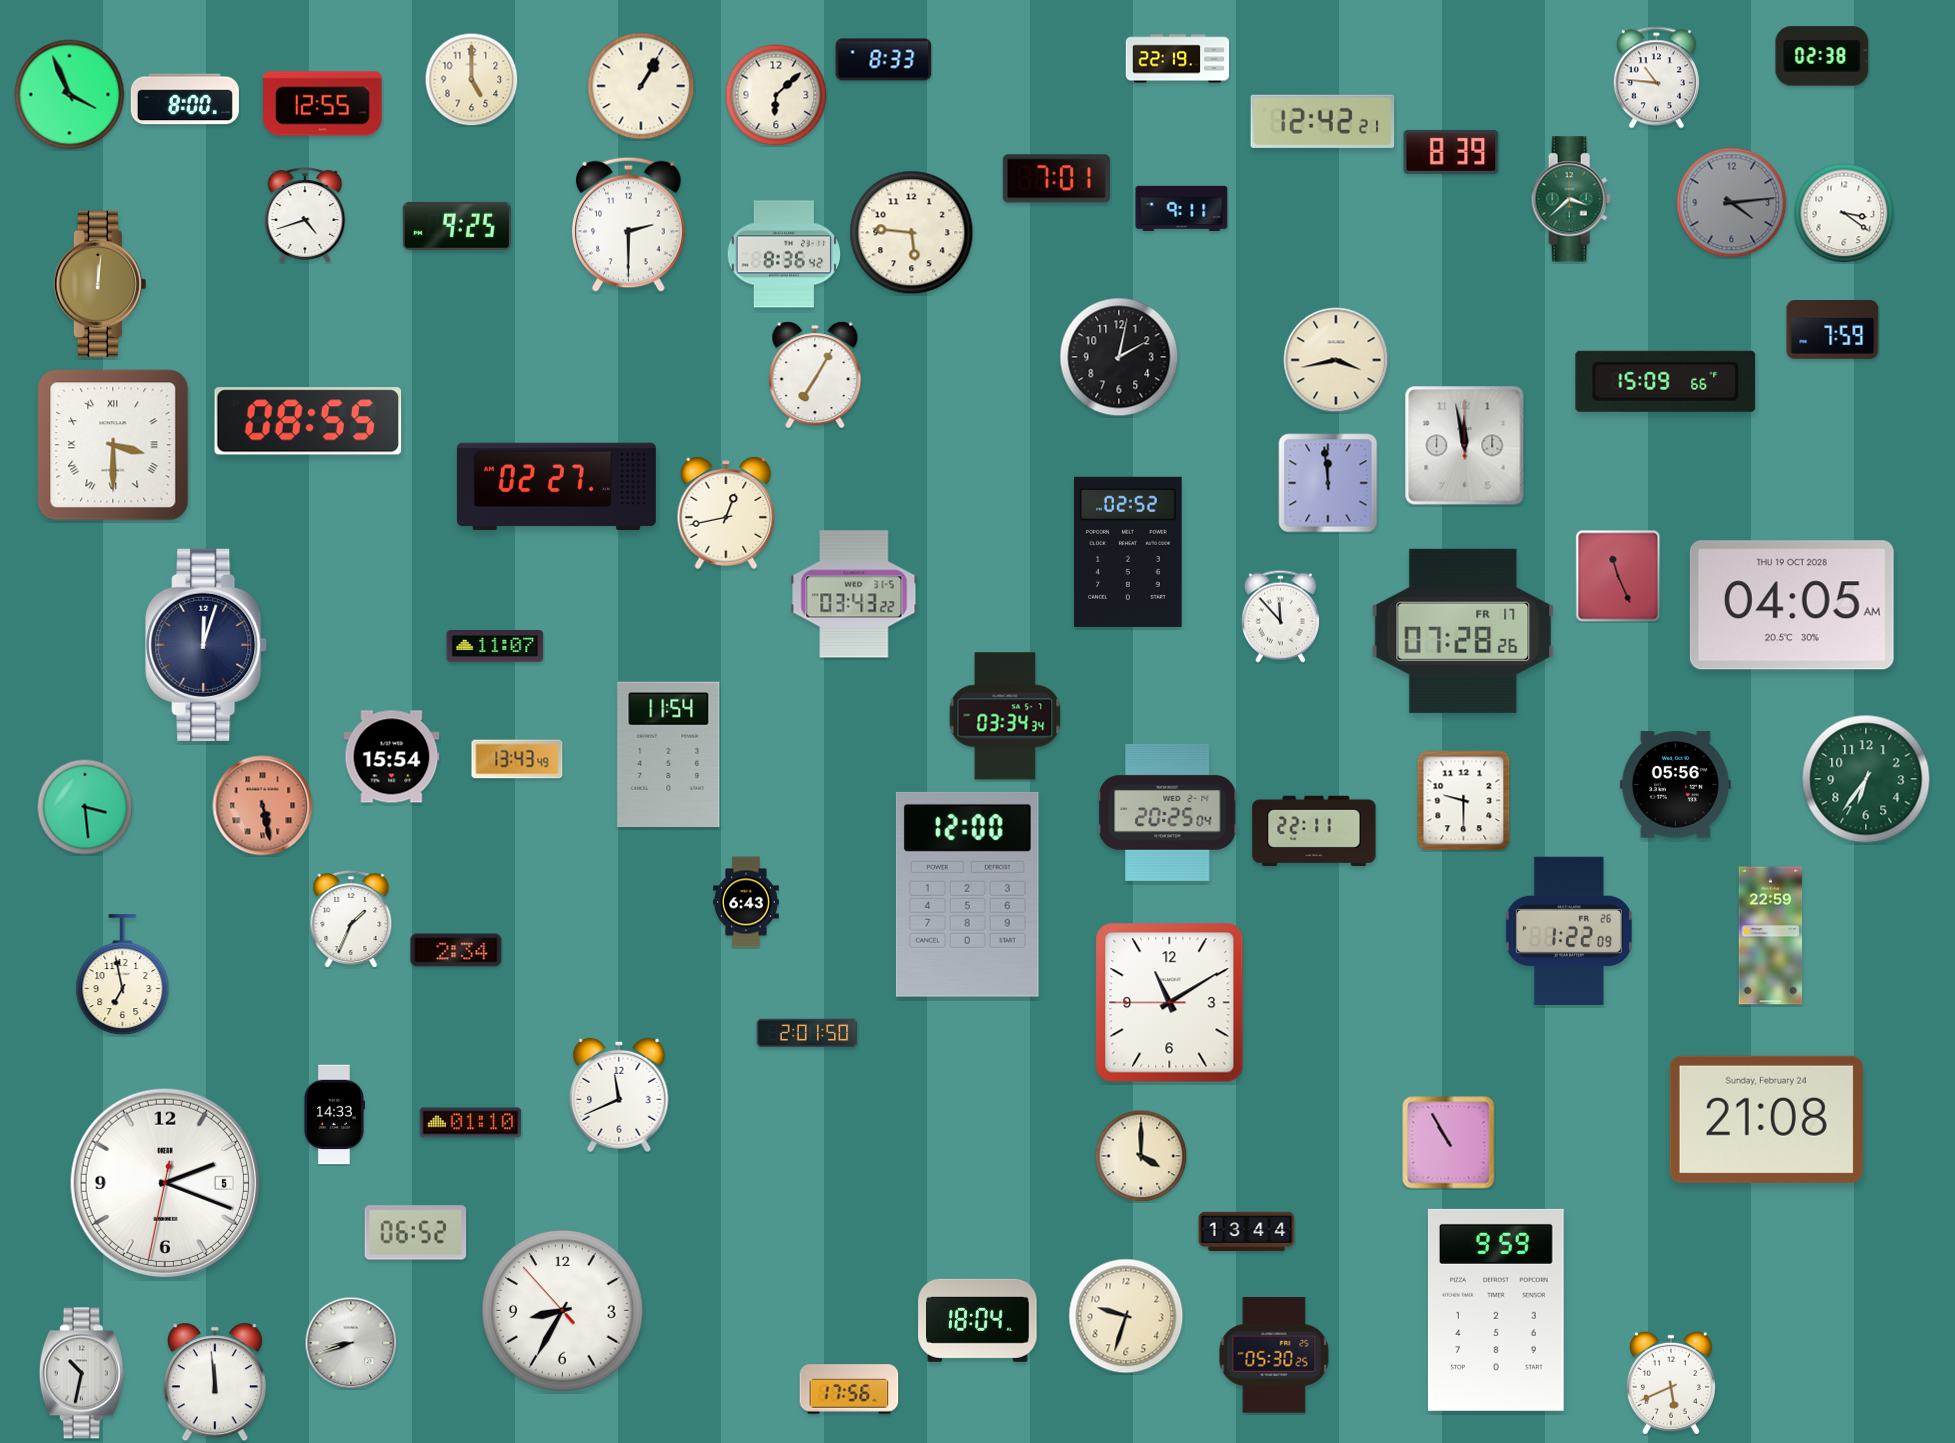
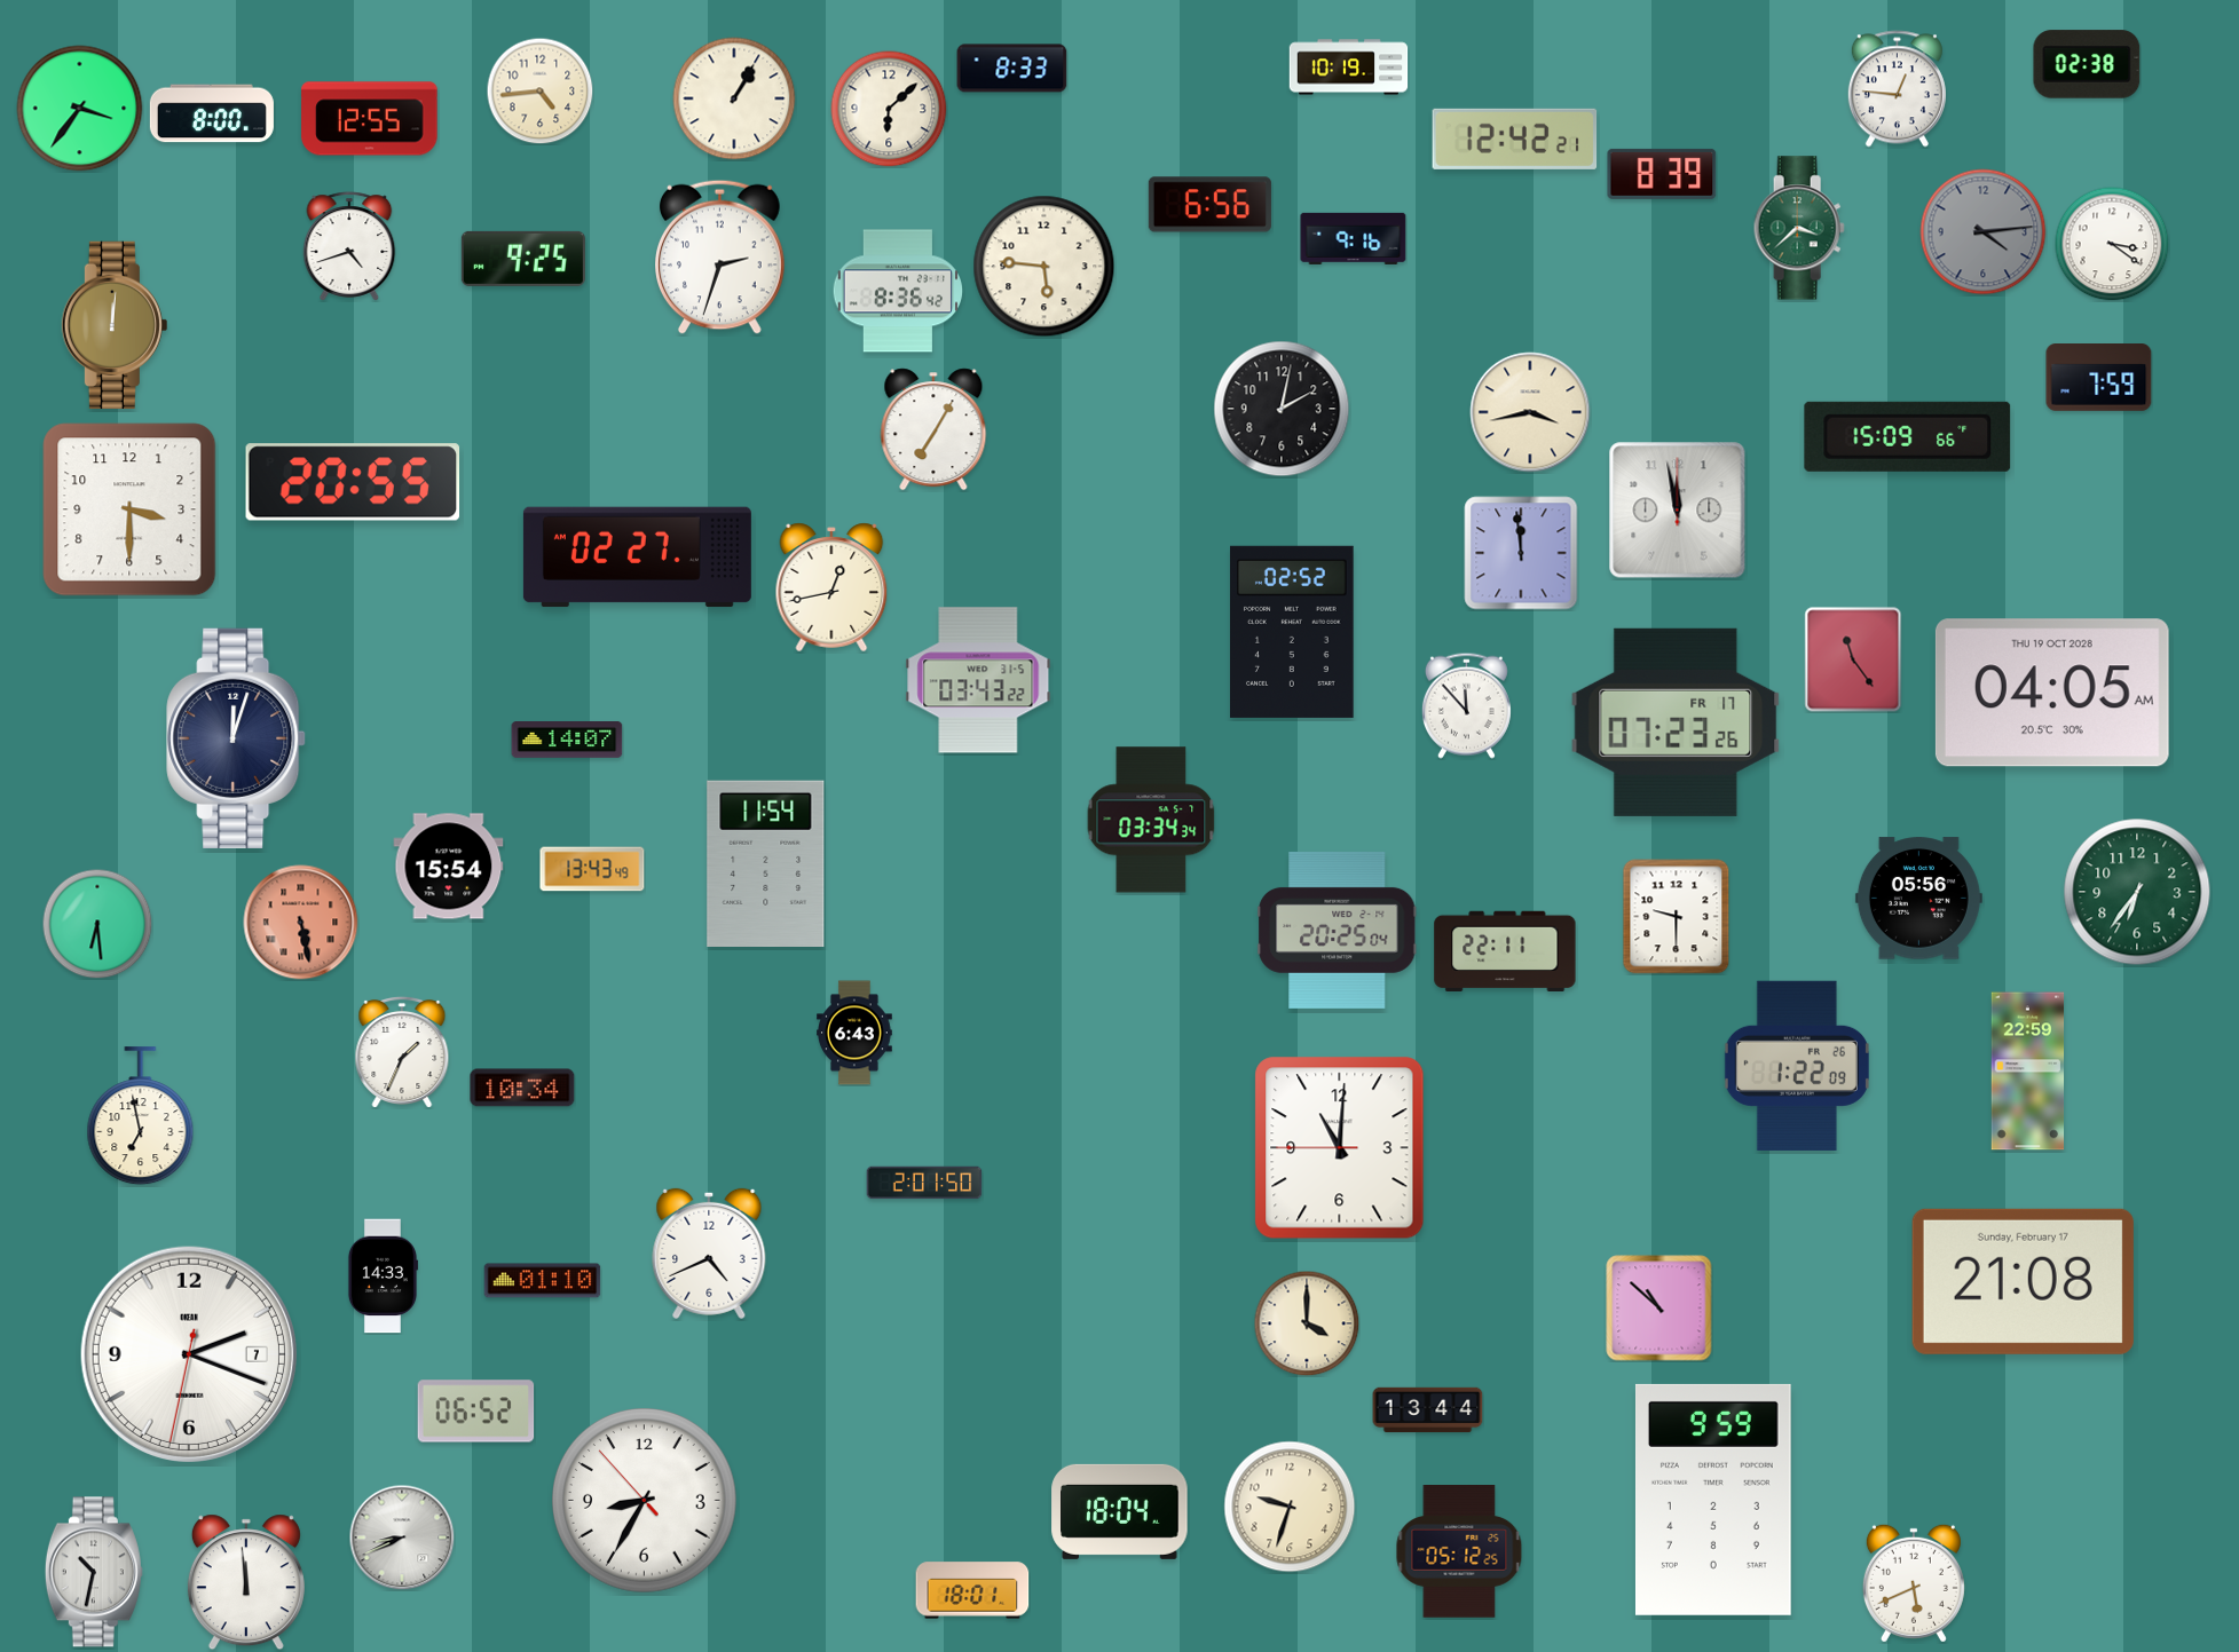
clock at (1178, 59): 22:19 -> 10:19
clock at (1656, 78): 10:46 -> 12:46
clock at (471, 79): 5:00 -> 4:44
clock at (70, 95): 3:56 -> 3:36
clock at (1056, 179): 7:01 -> 6:56
clock at (1182, 208): 9:11 -> 9:16
clock at (629, 224): 2:30 -> 2:33
clock at (308, 421): 08:55 -> 20:55
clock at (113, 445) numerals: Roman -> Arabic
clock at (1618, 576): 11:26 -> 11:24
clock at (1463, 631): 07:28 -> 07:23
clock at (495, 647): 11:07 -> 14:07
clock at (85, 807): 3:29 -> 6:29
clock at (967, 894): 12:00 -> none
clock at (456, 950): 2:34 -> 10:34
clock at (1170, 1003): 11:09 -> 11:00
clock at (619, 1095): 11:41 -> 4:41
clock at (1766, 1119) date: Sunday, February 24 -> Sunday, February 17
clock at (471, 1123) position: (471, 1123) -> (543, 1281)
clock at (1449, 1143): 10:55 -> 10:52
clock at (165, 1183) date: 5 -> 7
clock at (351, 1343): 8:42 -> 8:41
clock at (1274, 1356): 05:30 -> 05:12
clock at (849, 1389): 17:56 -> 18:01
